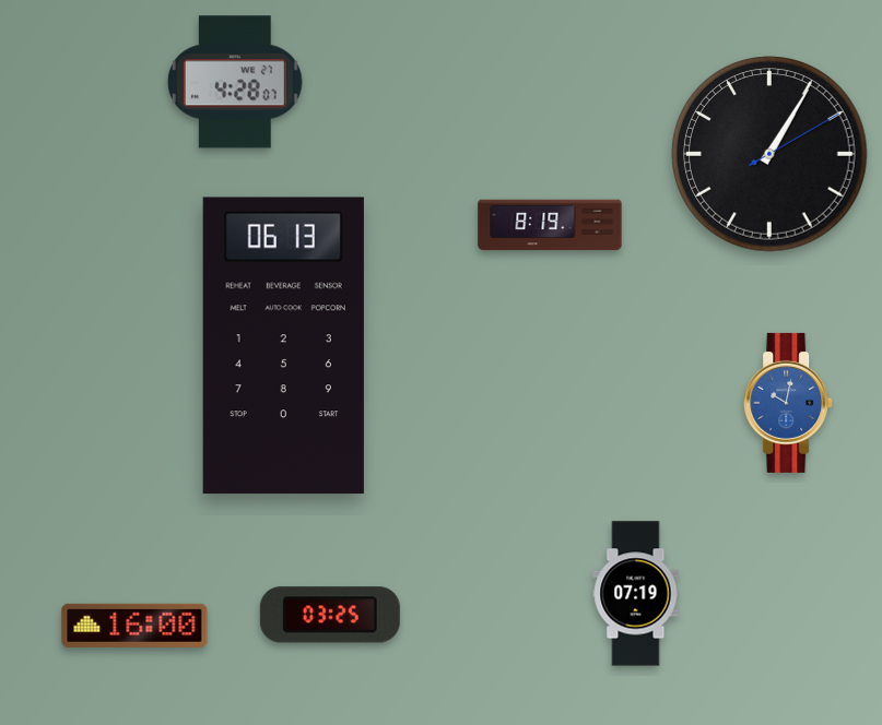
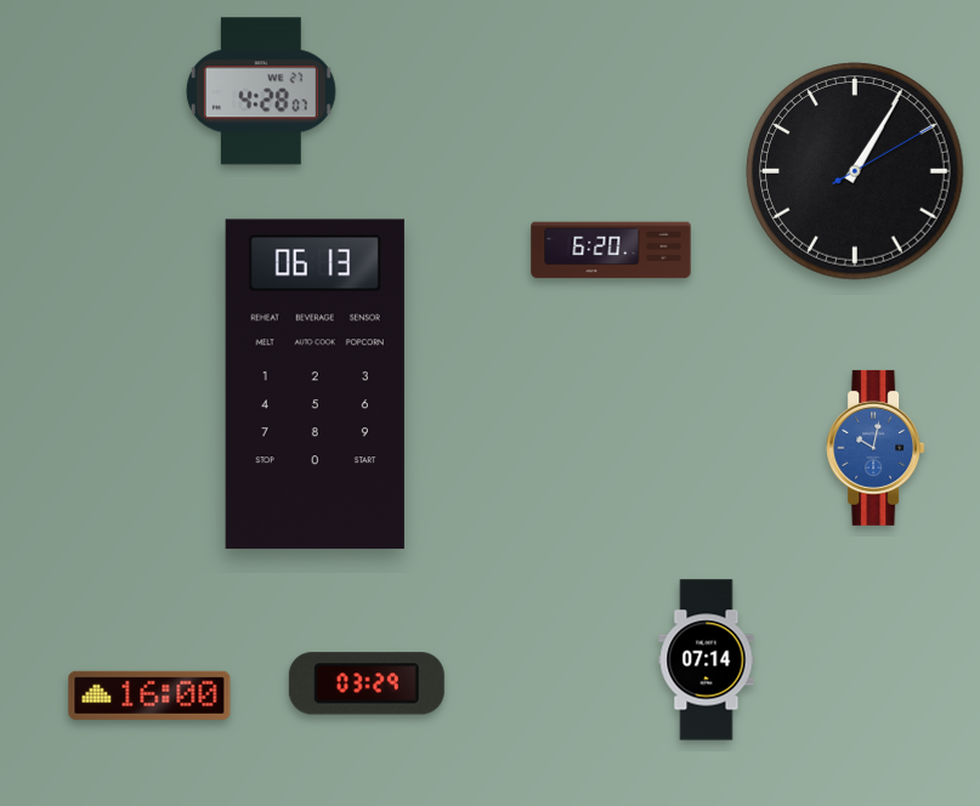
clock at (550, 225): 8:19 -> 6:20
clock at (636, 594): 07:19 -> 07:14
clock at (330, 615): 03:25 -> 03:29
